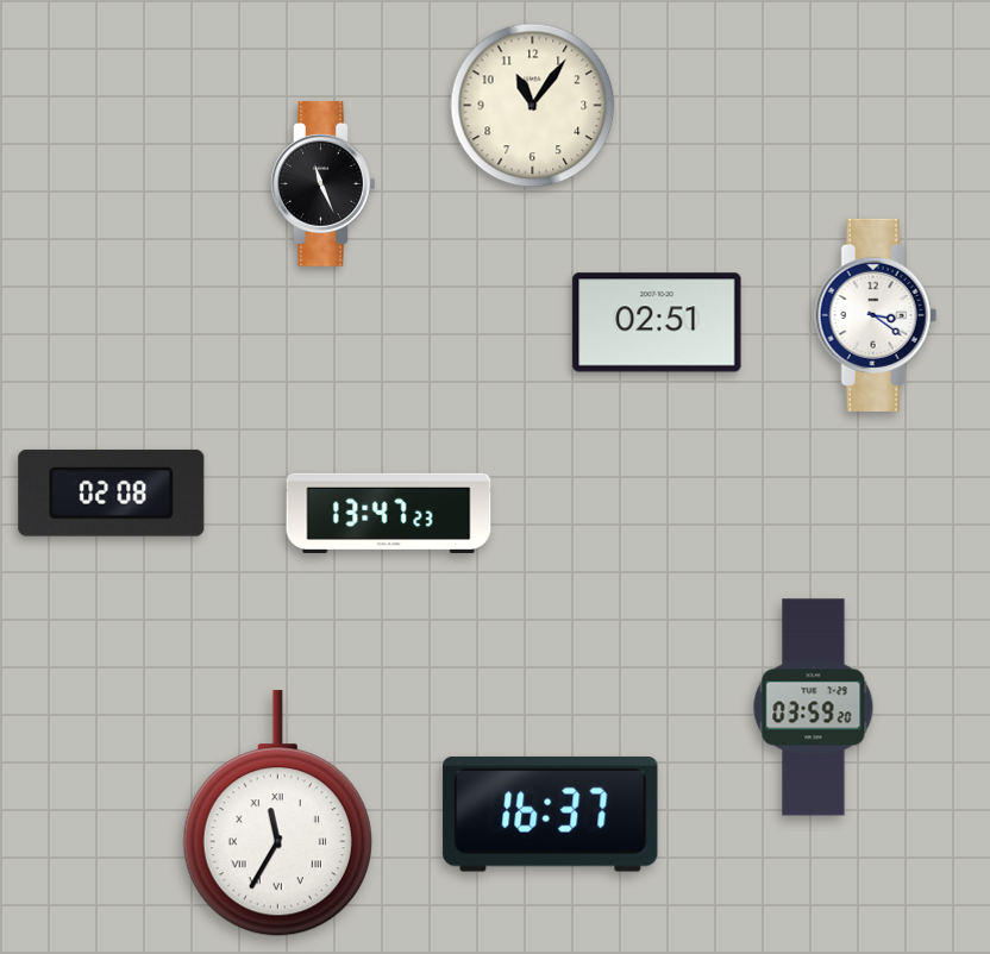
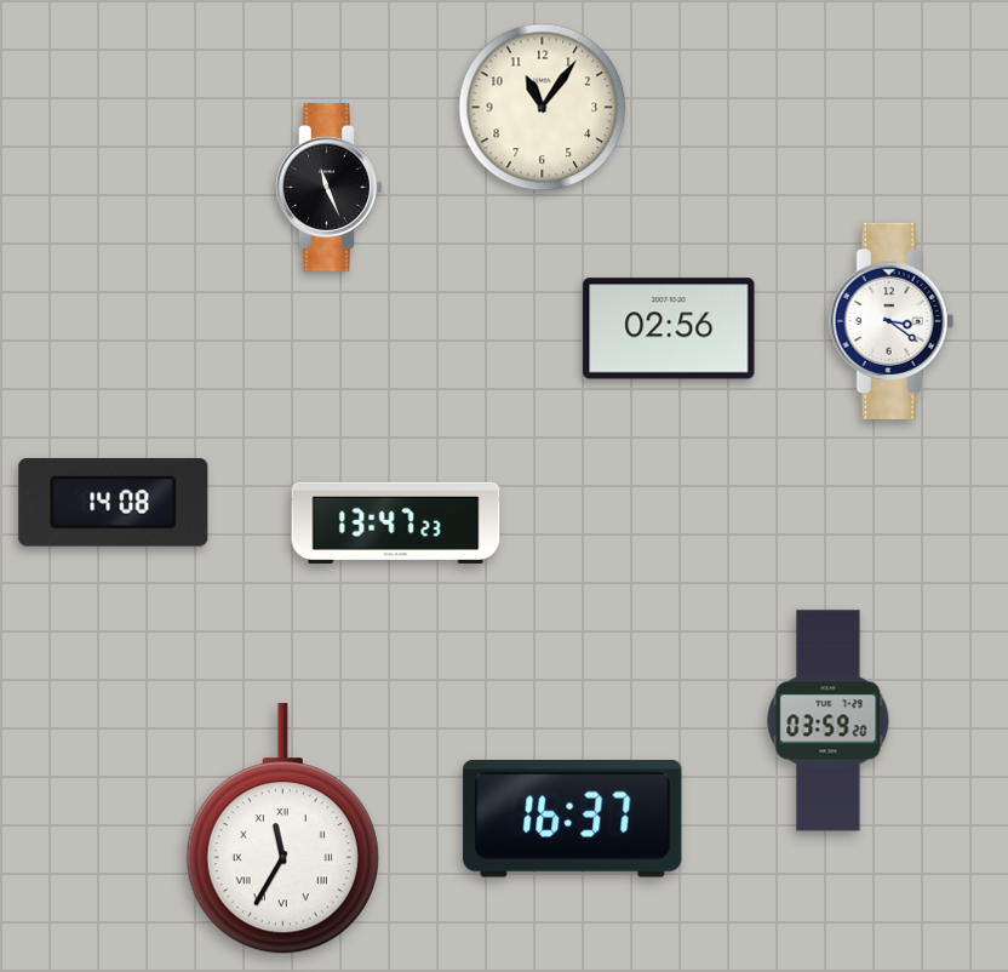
clock at (657, 322): 02:51 -> 02:56
clock at (112, 492): 02:08 -> 14:08
clock at (551, 814) position: (551, 814) -> (573, 818)
